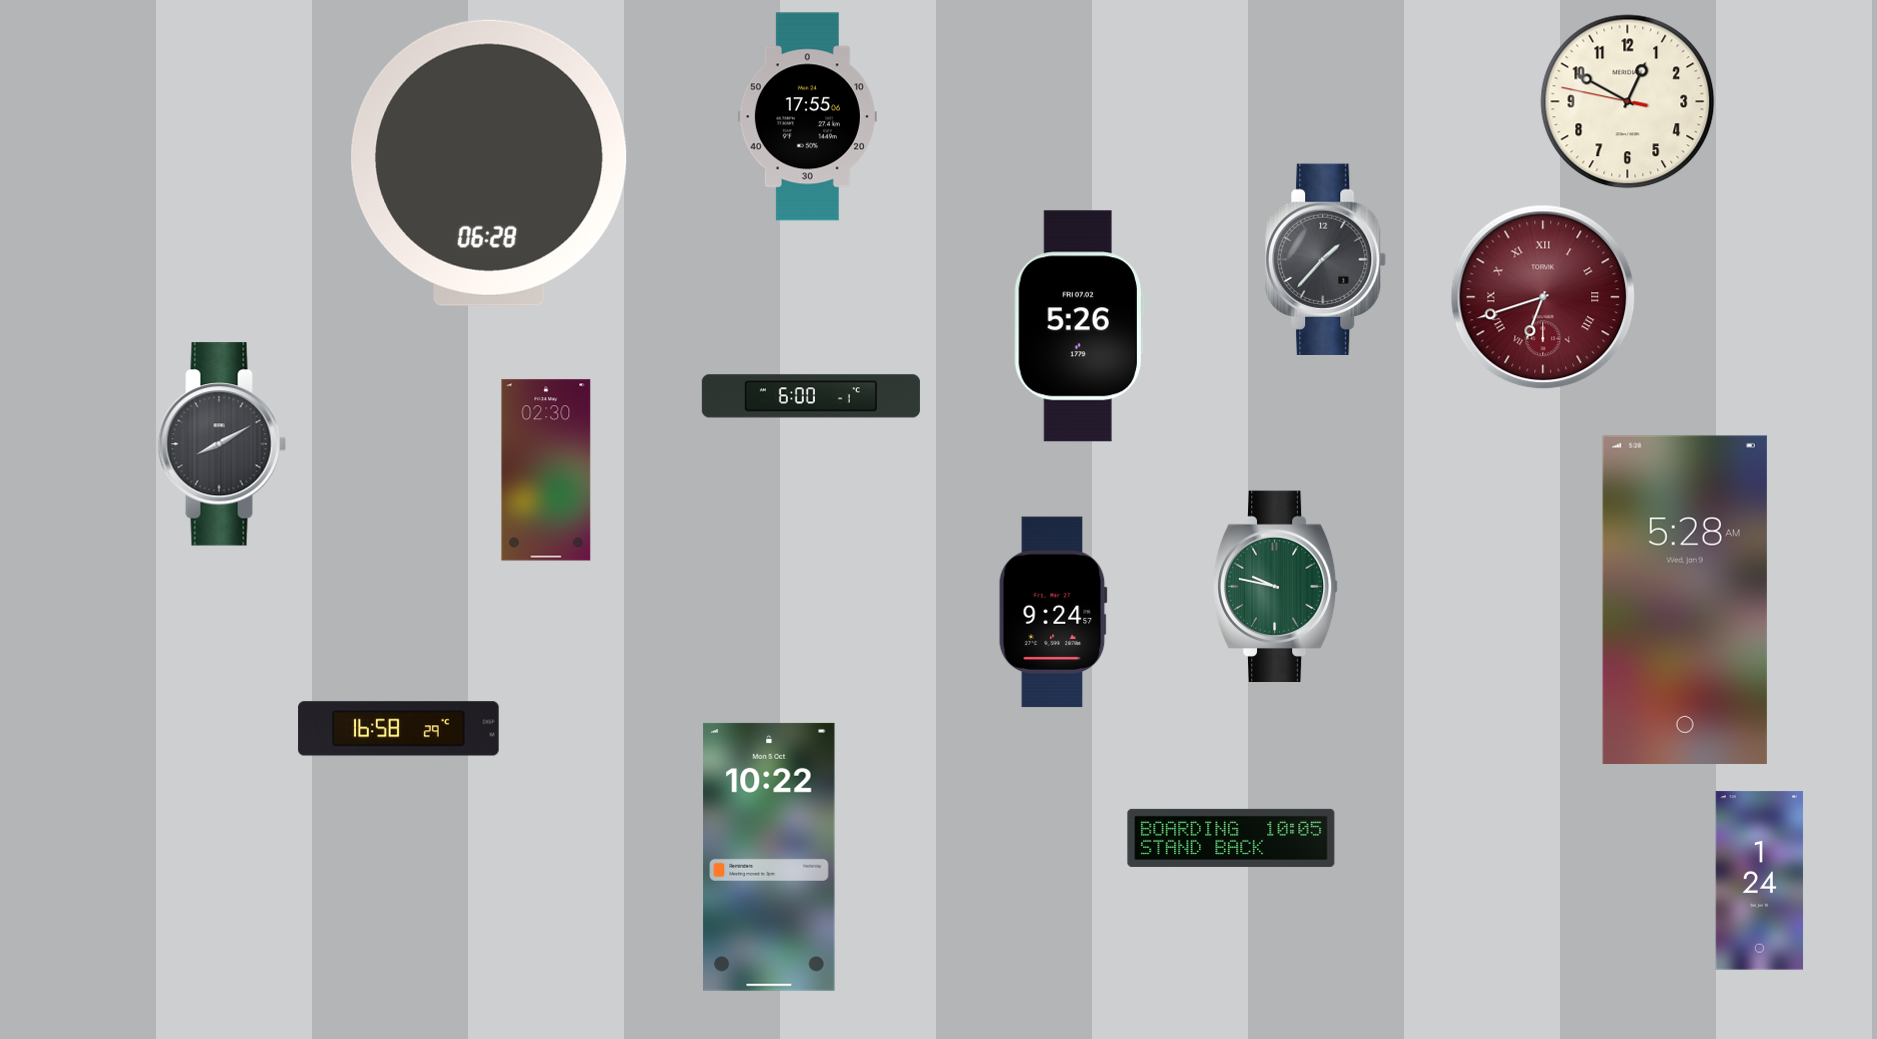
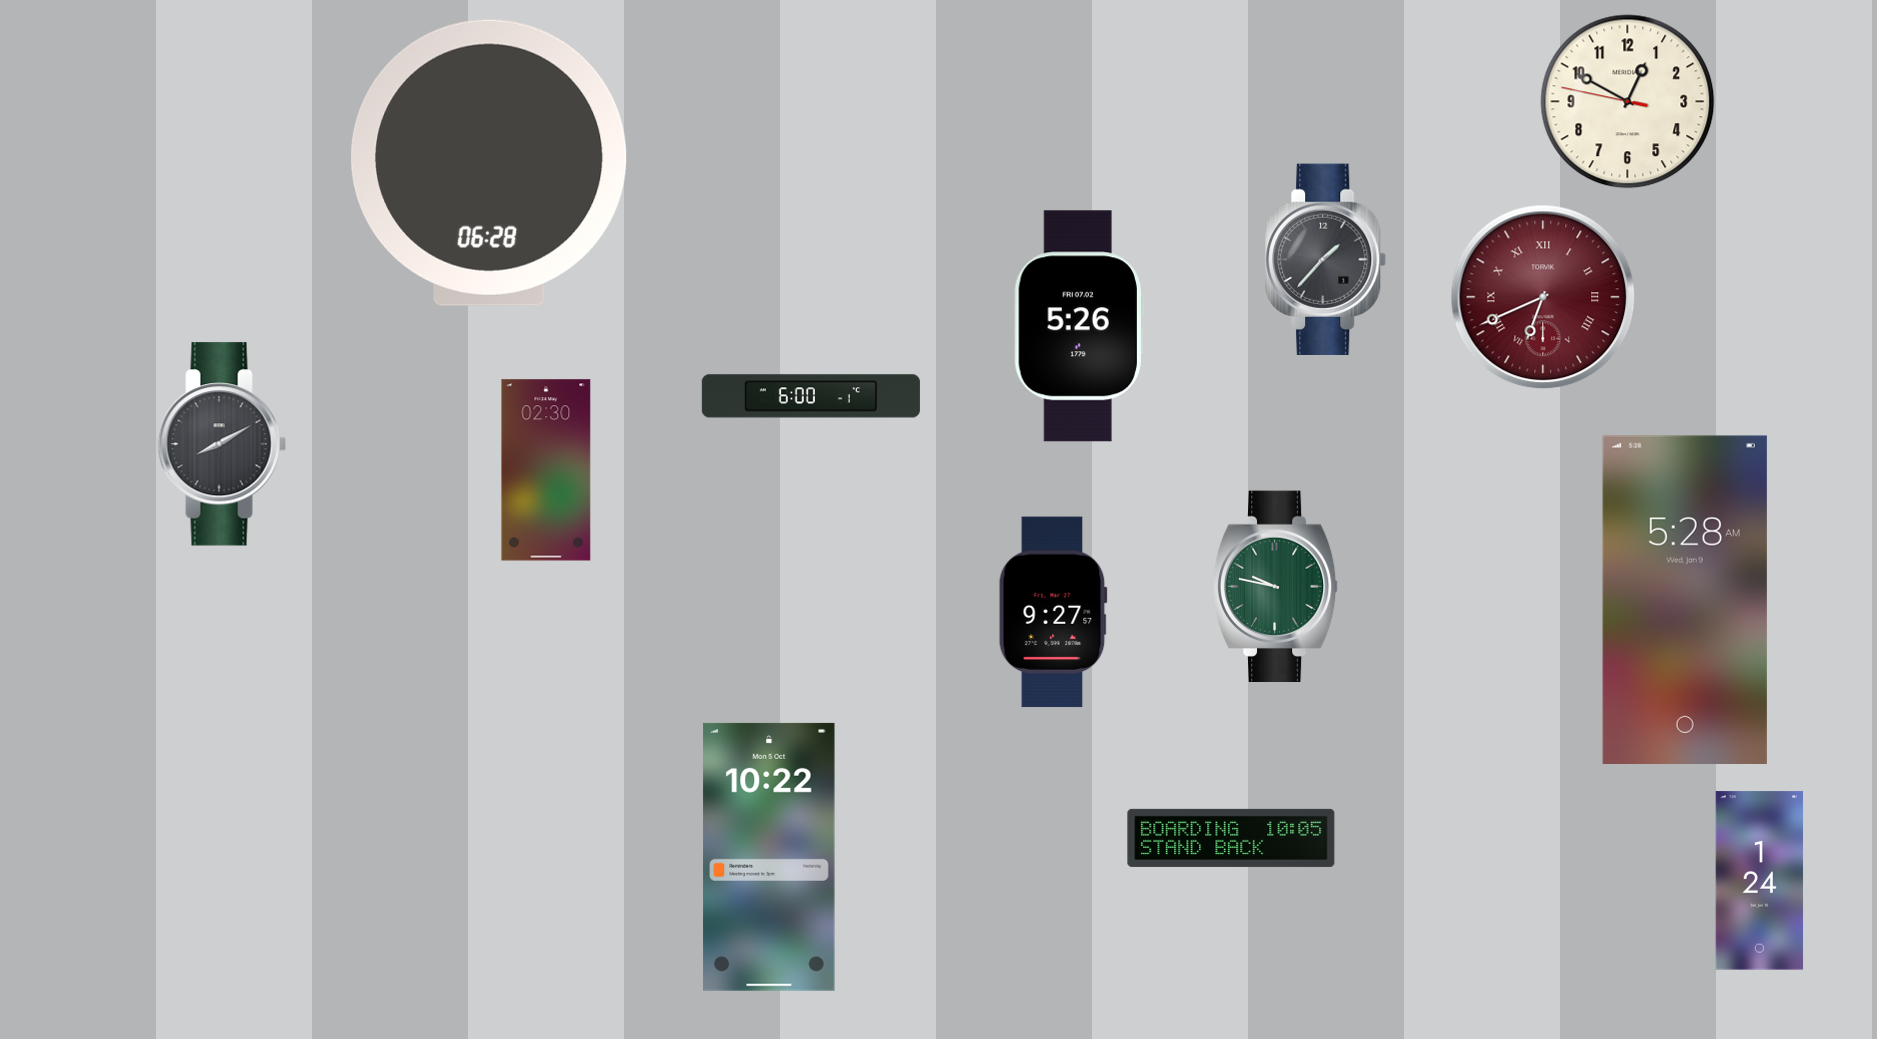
clock at (807, 117): 17:55 -> none
clock at (1543, 297): 6:42 -> 6:41
clock at (1053, 612): 9:24 -> 9:27
clock at (399, 729): 16:58 -> none
